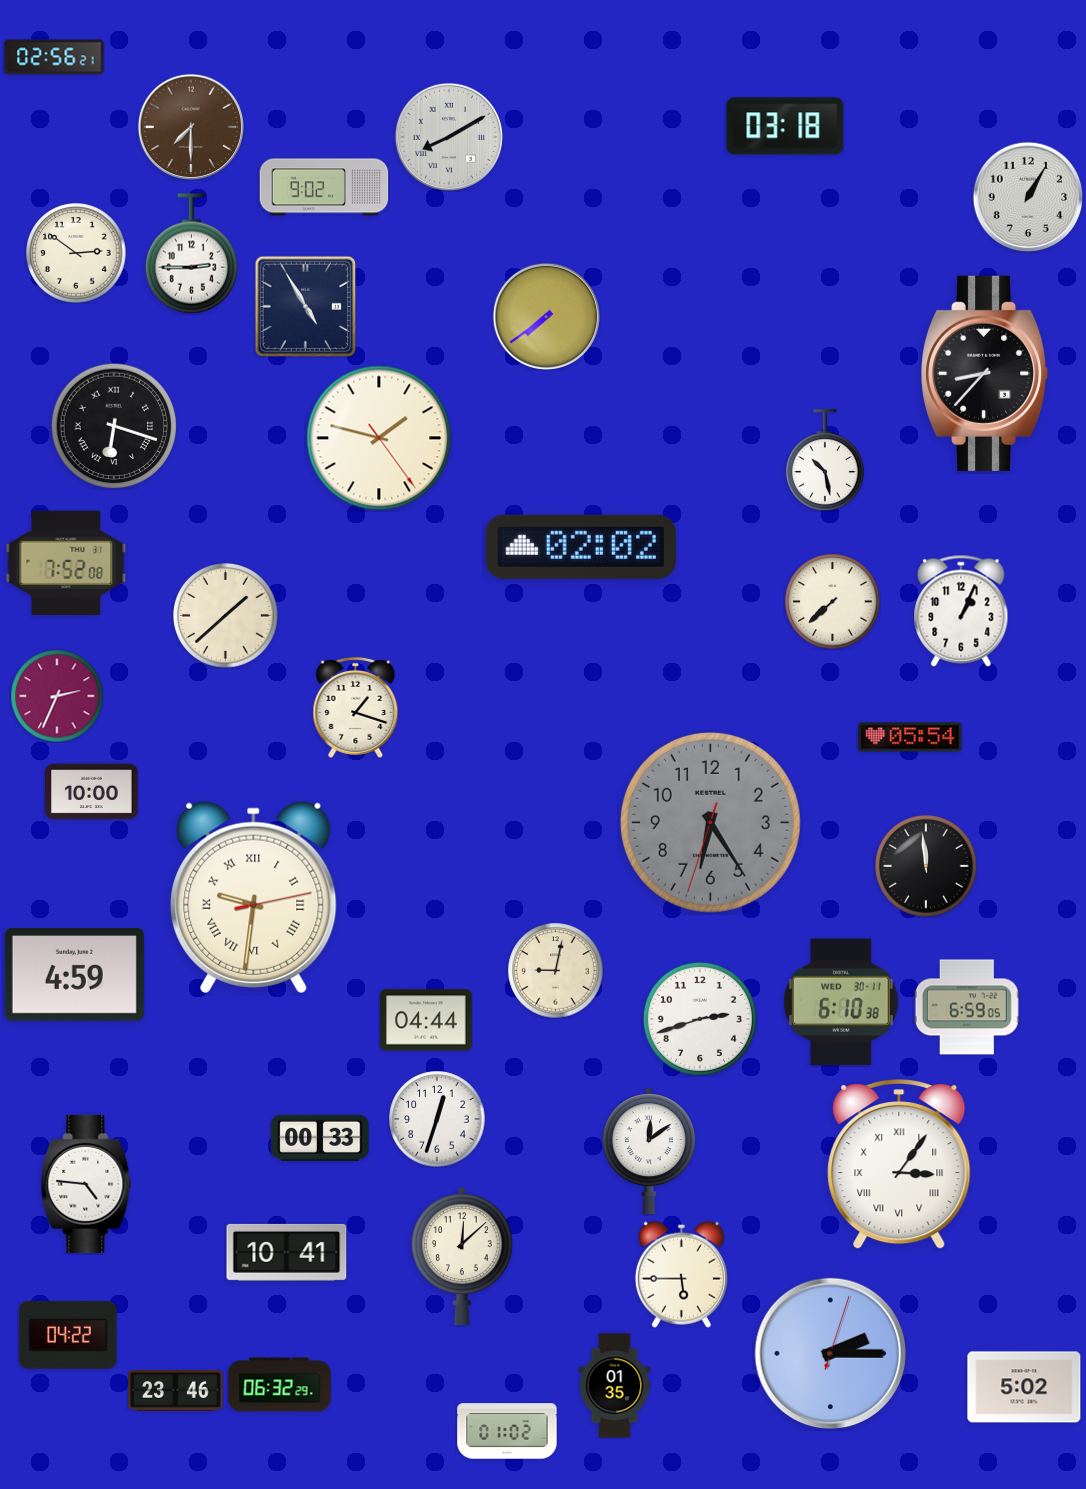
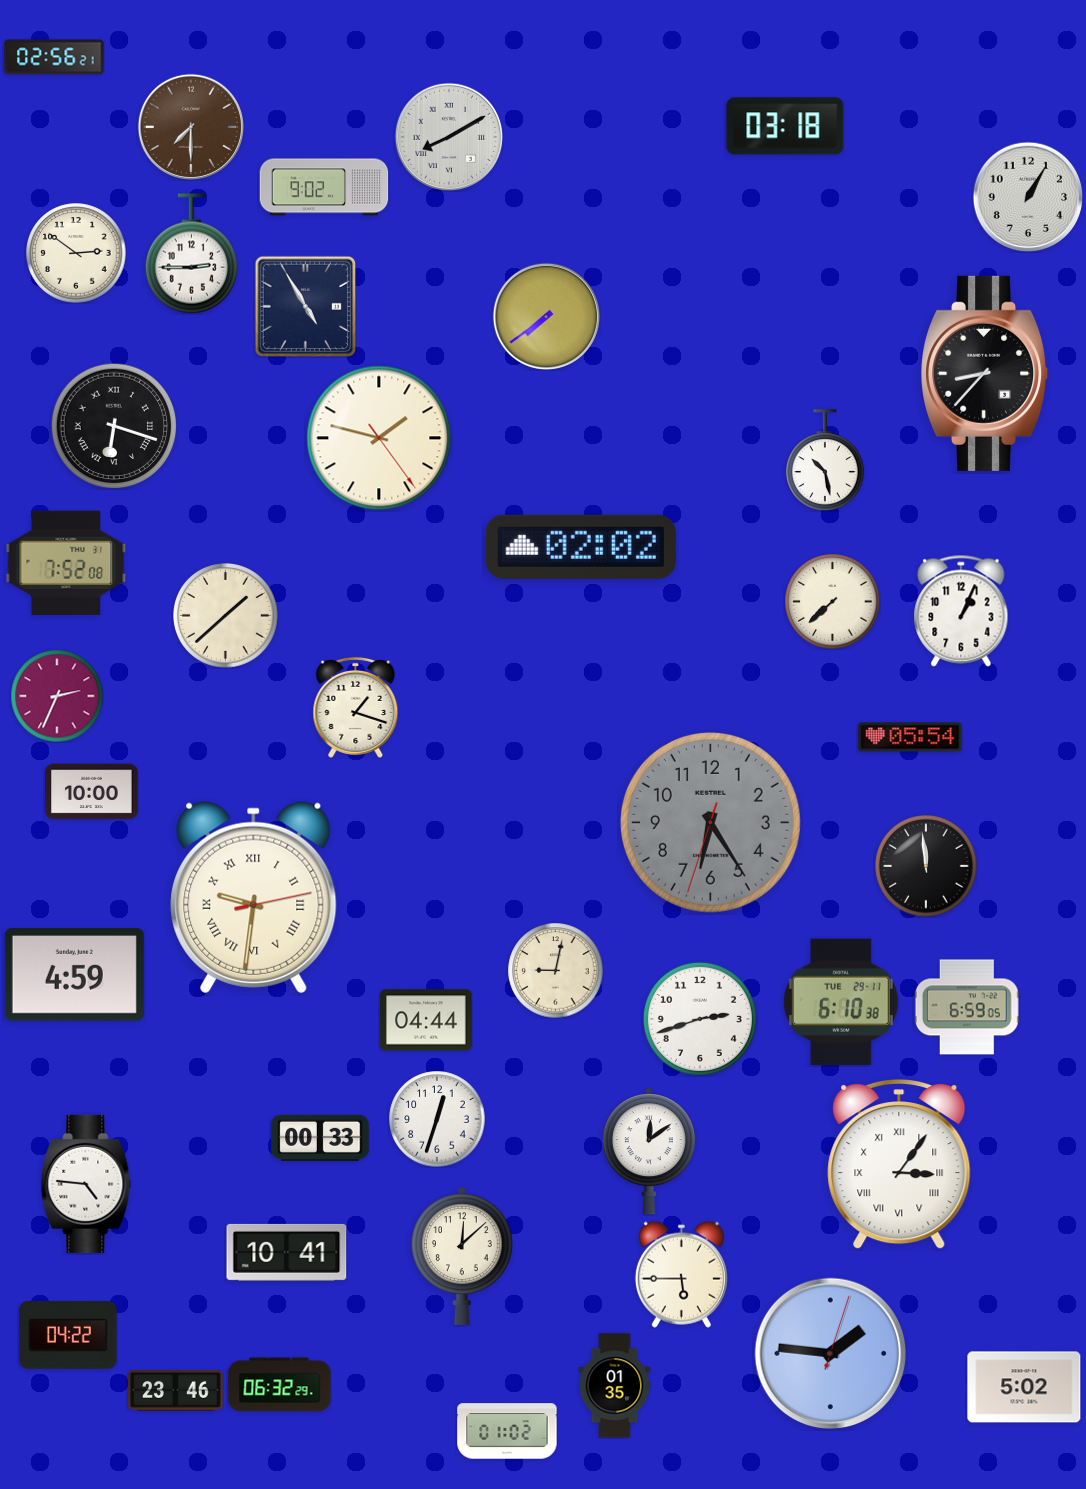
clock at (841, 1002) date: WED 30-11 -> TUE 29-11
clock at (831, 1354): 2:15 -> 1:46
